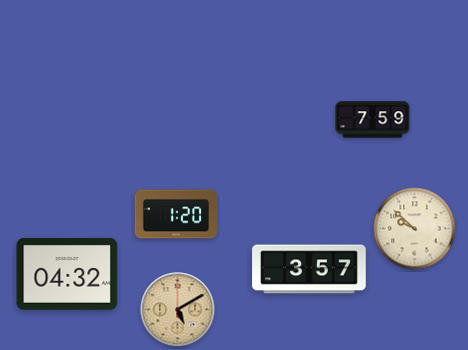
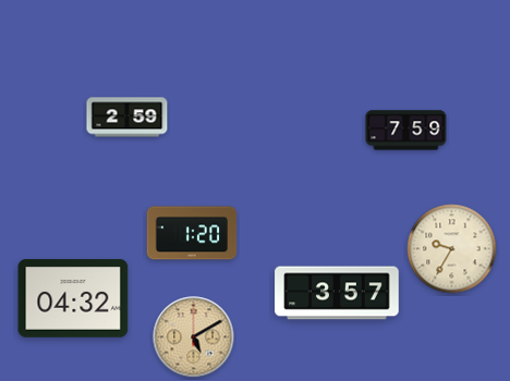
clock at (127, 118): none -> 2:59
clock at (415, 229): 9:52 -> 9:35
